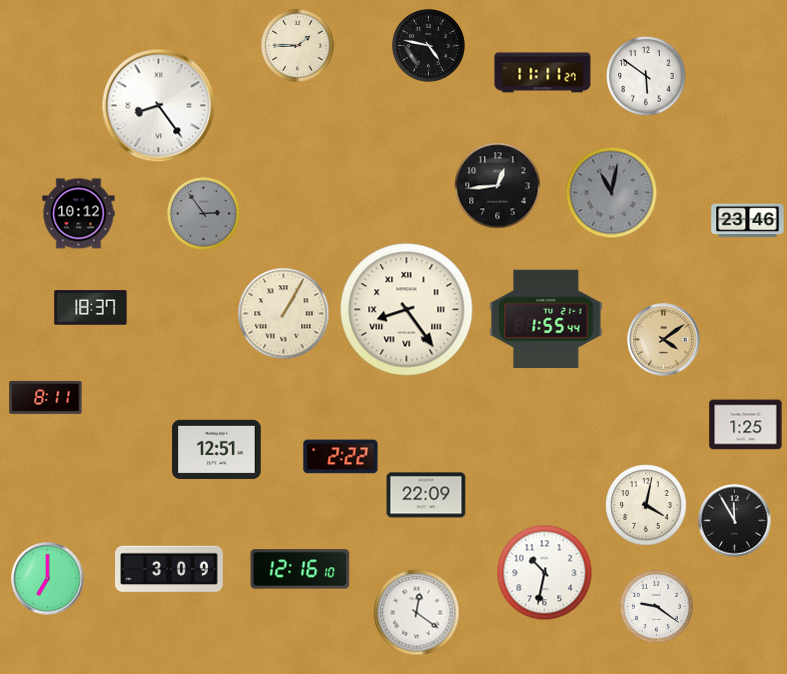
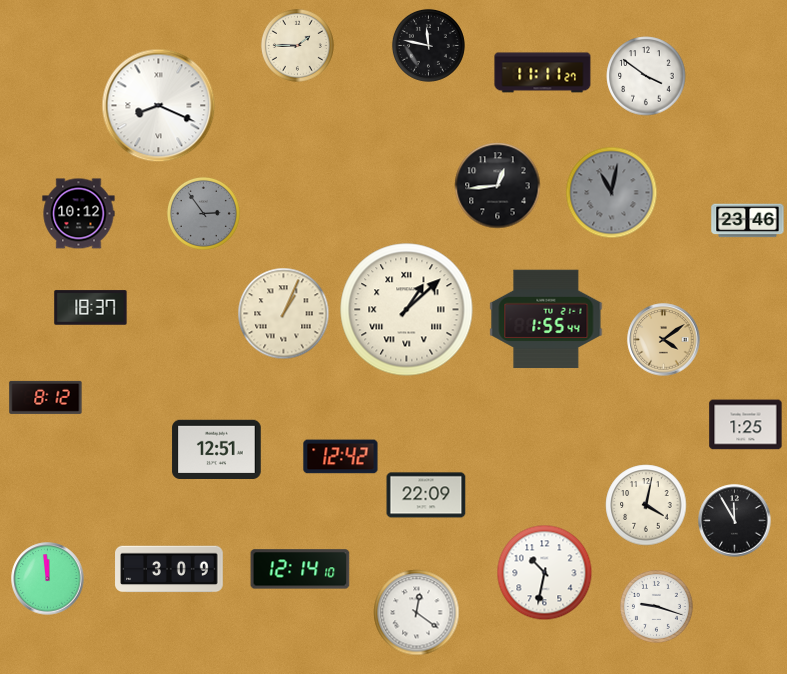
clock at (428, 45): 4:47 -> 11:47
clock at (646, 76): 5:51 -> 3:51
clock at (159, 106): 8:24 -> 8:19
clock at (407, 310): 8:24 -> 1:08
clock at (284, 314): 1:05 -> 1:04
clock at (46, 397): 8:11 -> 8:12
clock at (341, 457): 2:22 -> 12:42
clock at (300, 569): 12:16 -> 12:14
clock at (48, 579): 7:00 -> 11:59
clock at (656, 606): 9:21 -> 9:18
